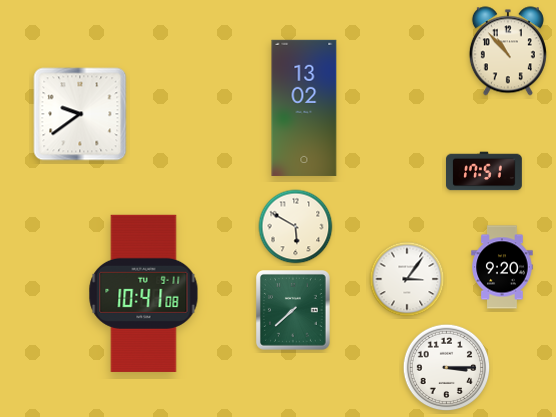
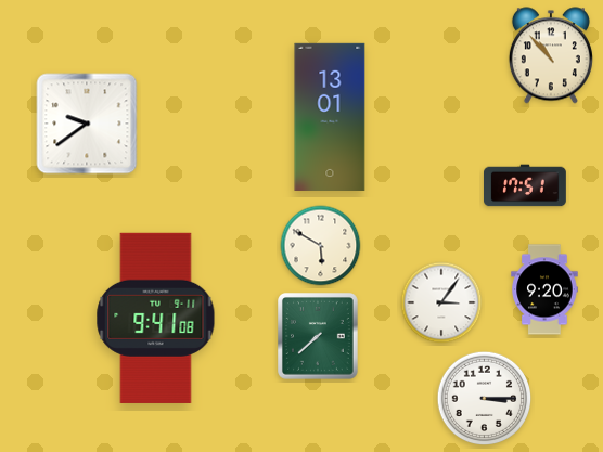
clock at (304, 108): 13:02 -> 13:01
clock at (144, 293): 10:41 -> 9:41
